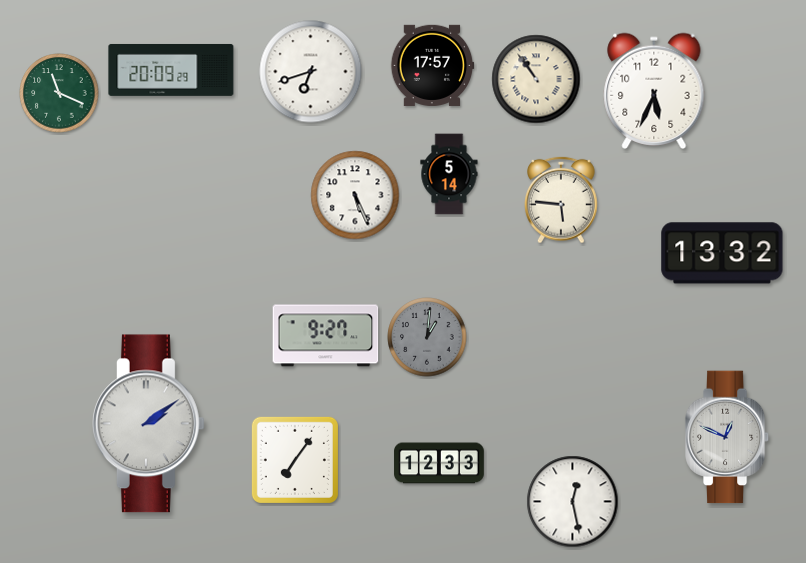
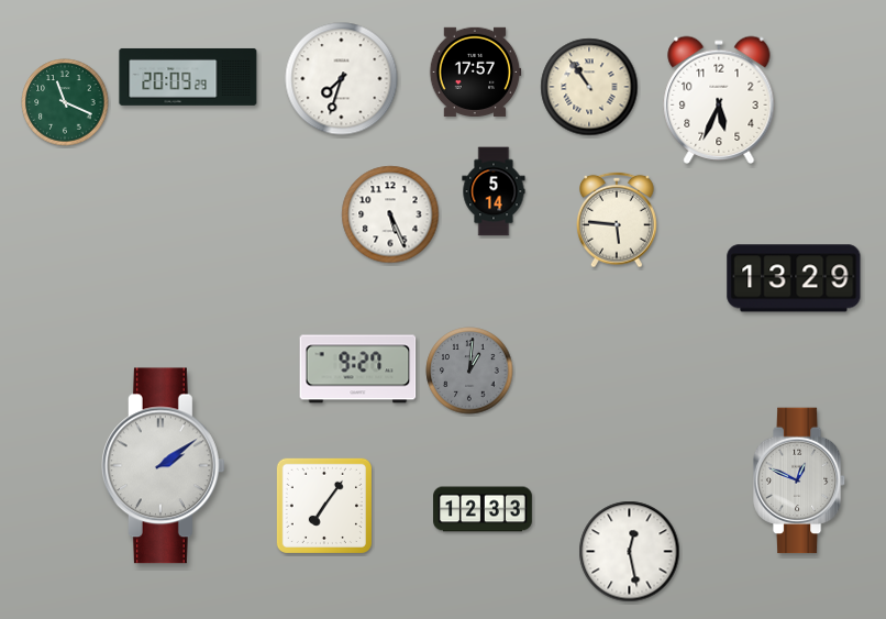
clock at (311, 72): 6:42 -> 7:33
clock at (722, 253): 13:32 -> 13:29
